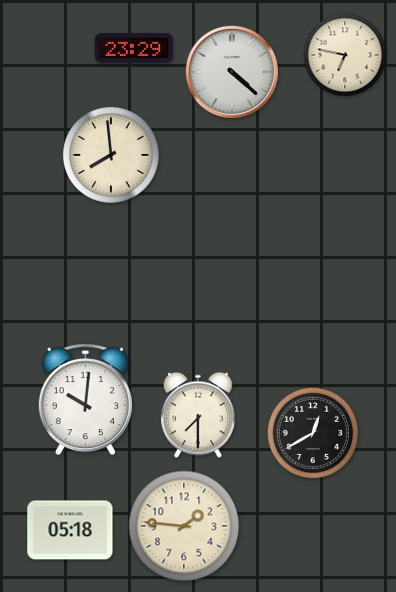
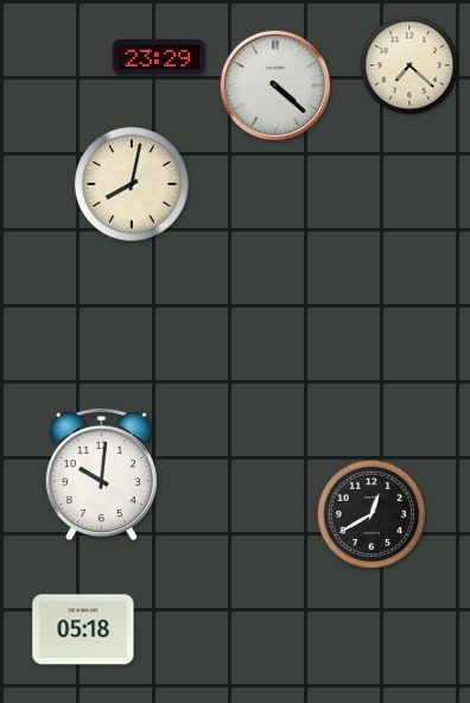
clock at (345, 55): 6:47 -> 7:22
clock at (112, 156): 7:59 -> 8:02
clock at (199, 415): 7:30 -> none
clock at (184, 526): 1:46 -> none
